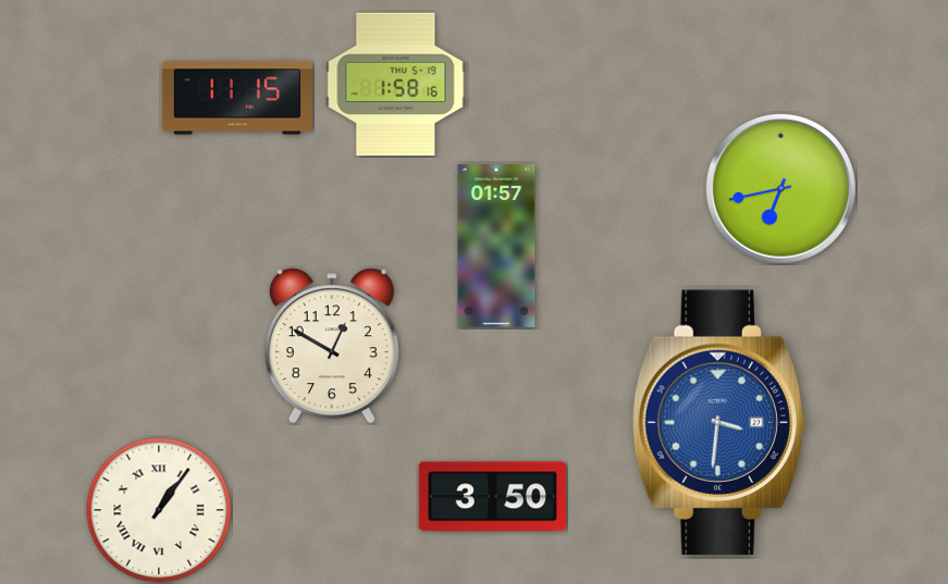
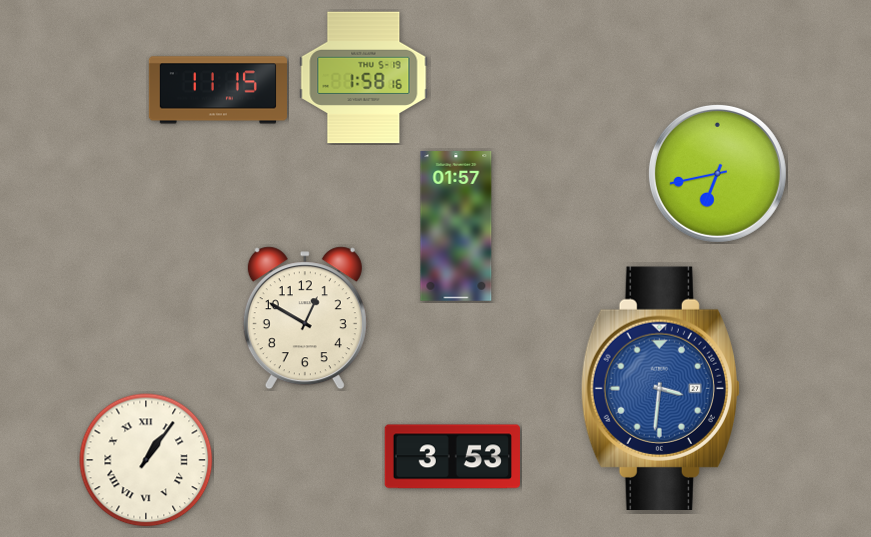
clock at (492, 497): 3:50 -> 3:53
clock at (159, 510) position: (159, 510) -> (146, 460)
